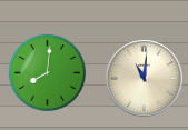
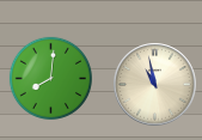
clock at (145, 79): 11:01 -> 10:58
